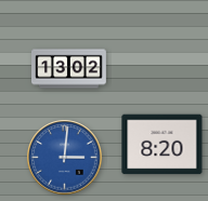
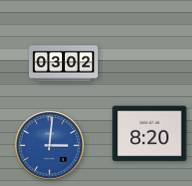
clock at (69, 69): 13:02 -> 03:02
clock at (65, 158) position: (65, 158) -> (50, 146)
